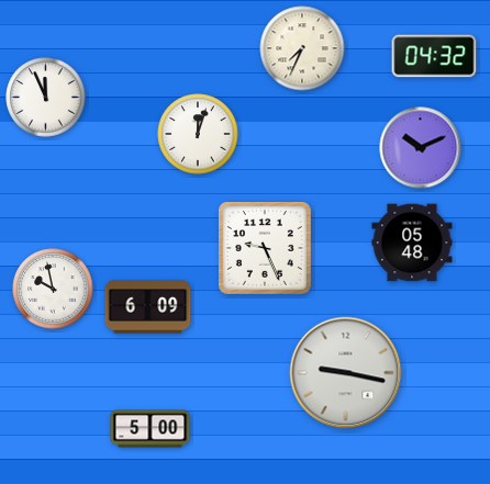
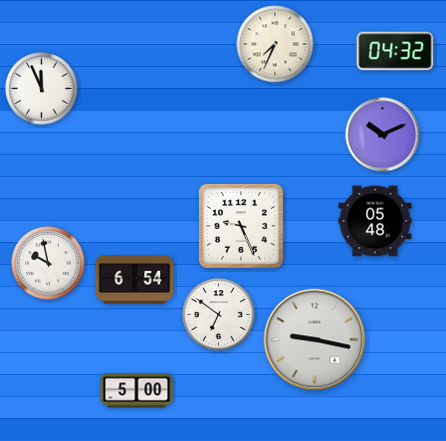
clock at (198, 134): 12:03 -> none
clock at (148, 307): 6:09 -> 6:54
clock at (219, 315): none -> 6:51
